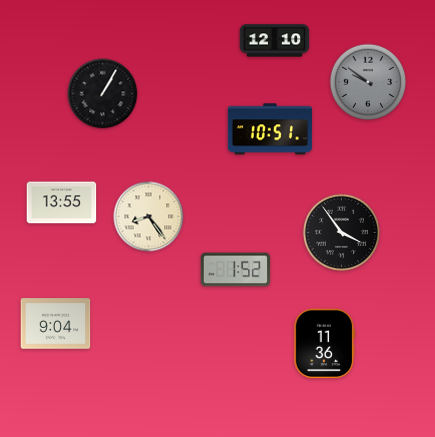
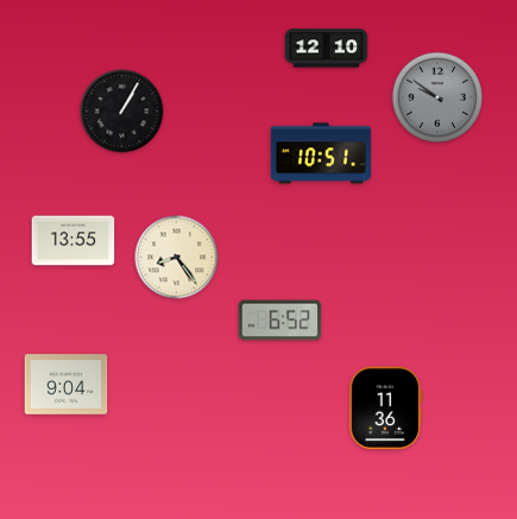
clock at (341, 232): 3:54 -> none
clock at (236, 270): 1:52 -> 6:52
